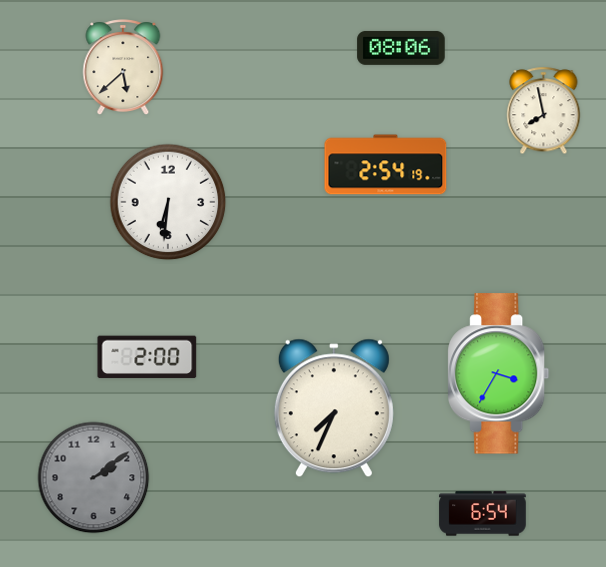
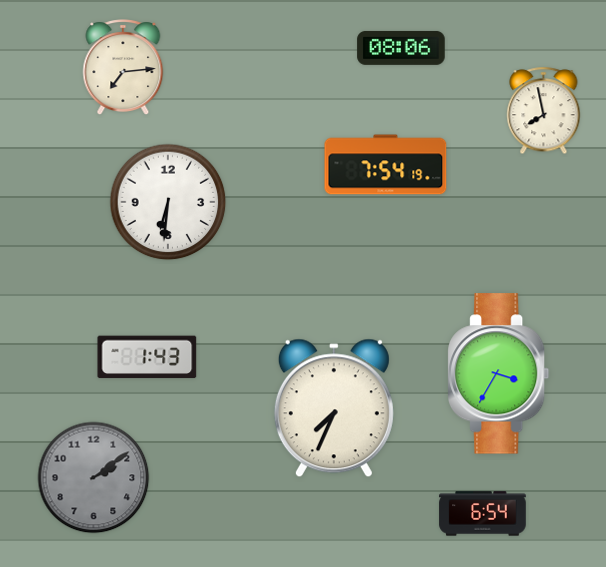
clock at (123, 67): 5:38 -> 7:14
clock at (386, 165): 2:54 -> 7:54
clock at (147, 357): 2:00 -> 1:43
